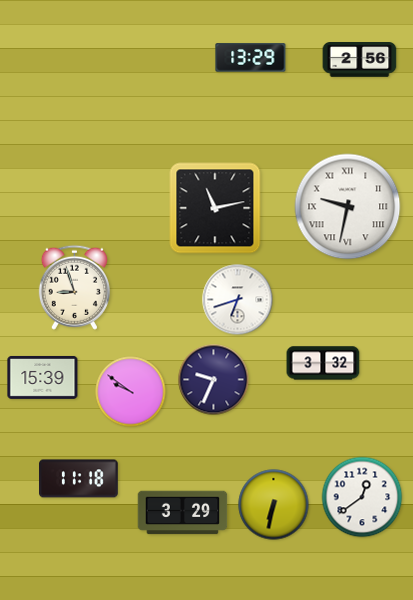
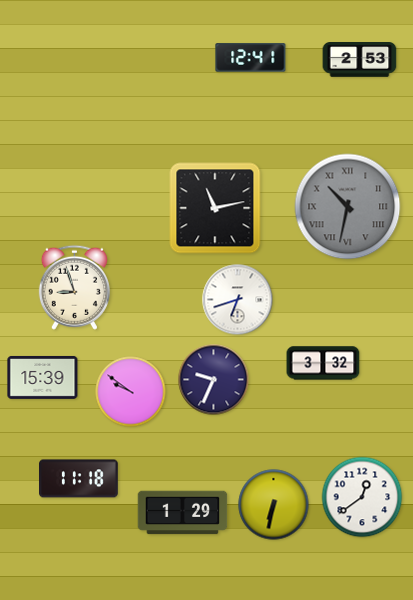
clock at (251, 58): 13:29 -> 12:41
clock at (360, 60): 2:56 -> 2:53
clock at (348, 207): 9:32 -> 10:32
clock at (348, 207) dial: white -> grey
clock at (183, 513): 3:29 -> 1:29
